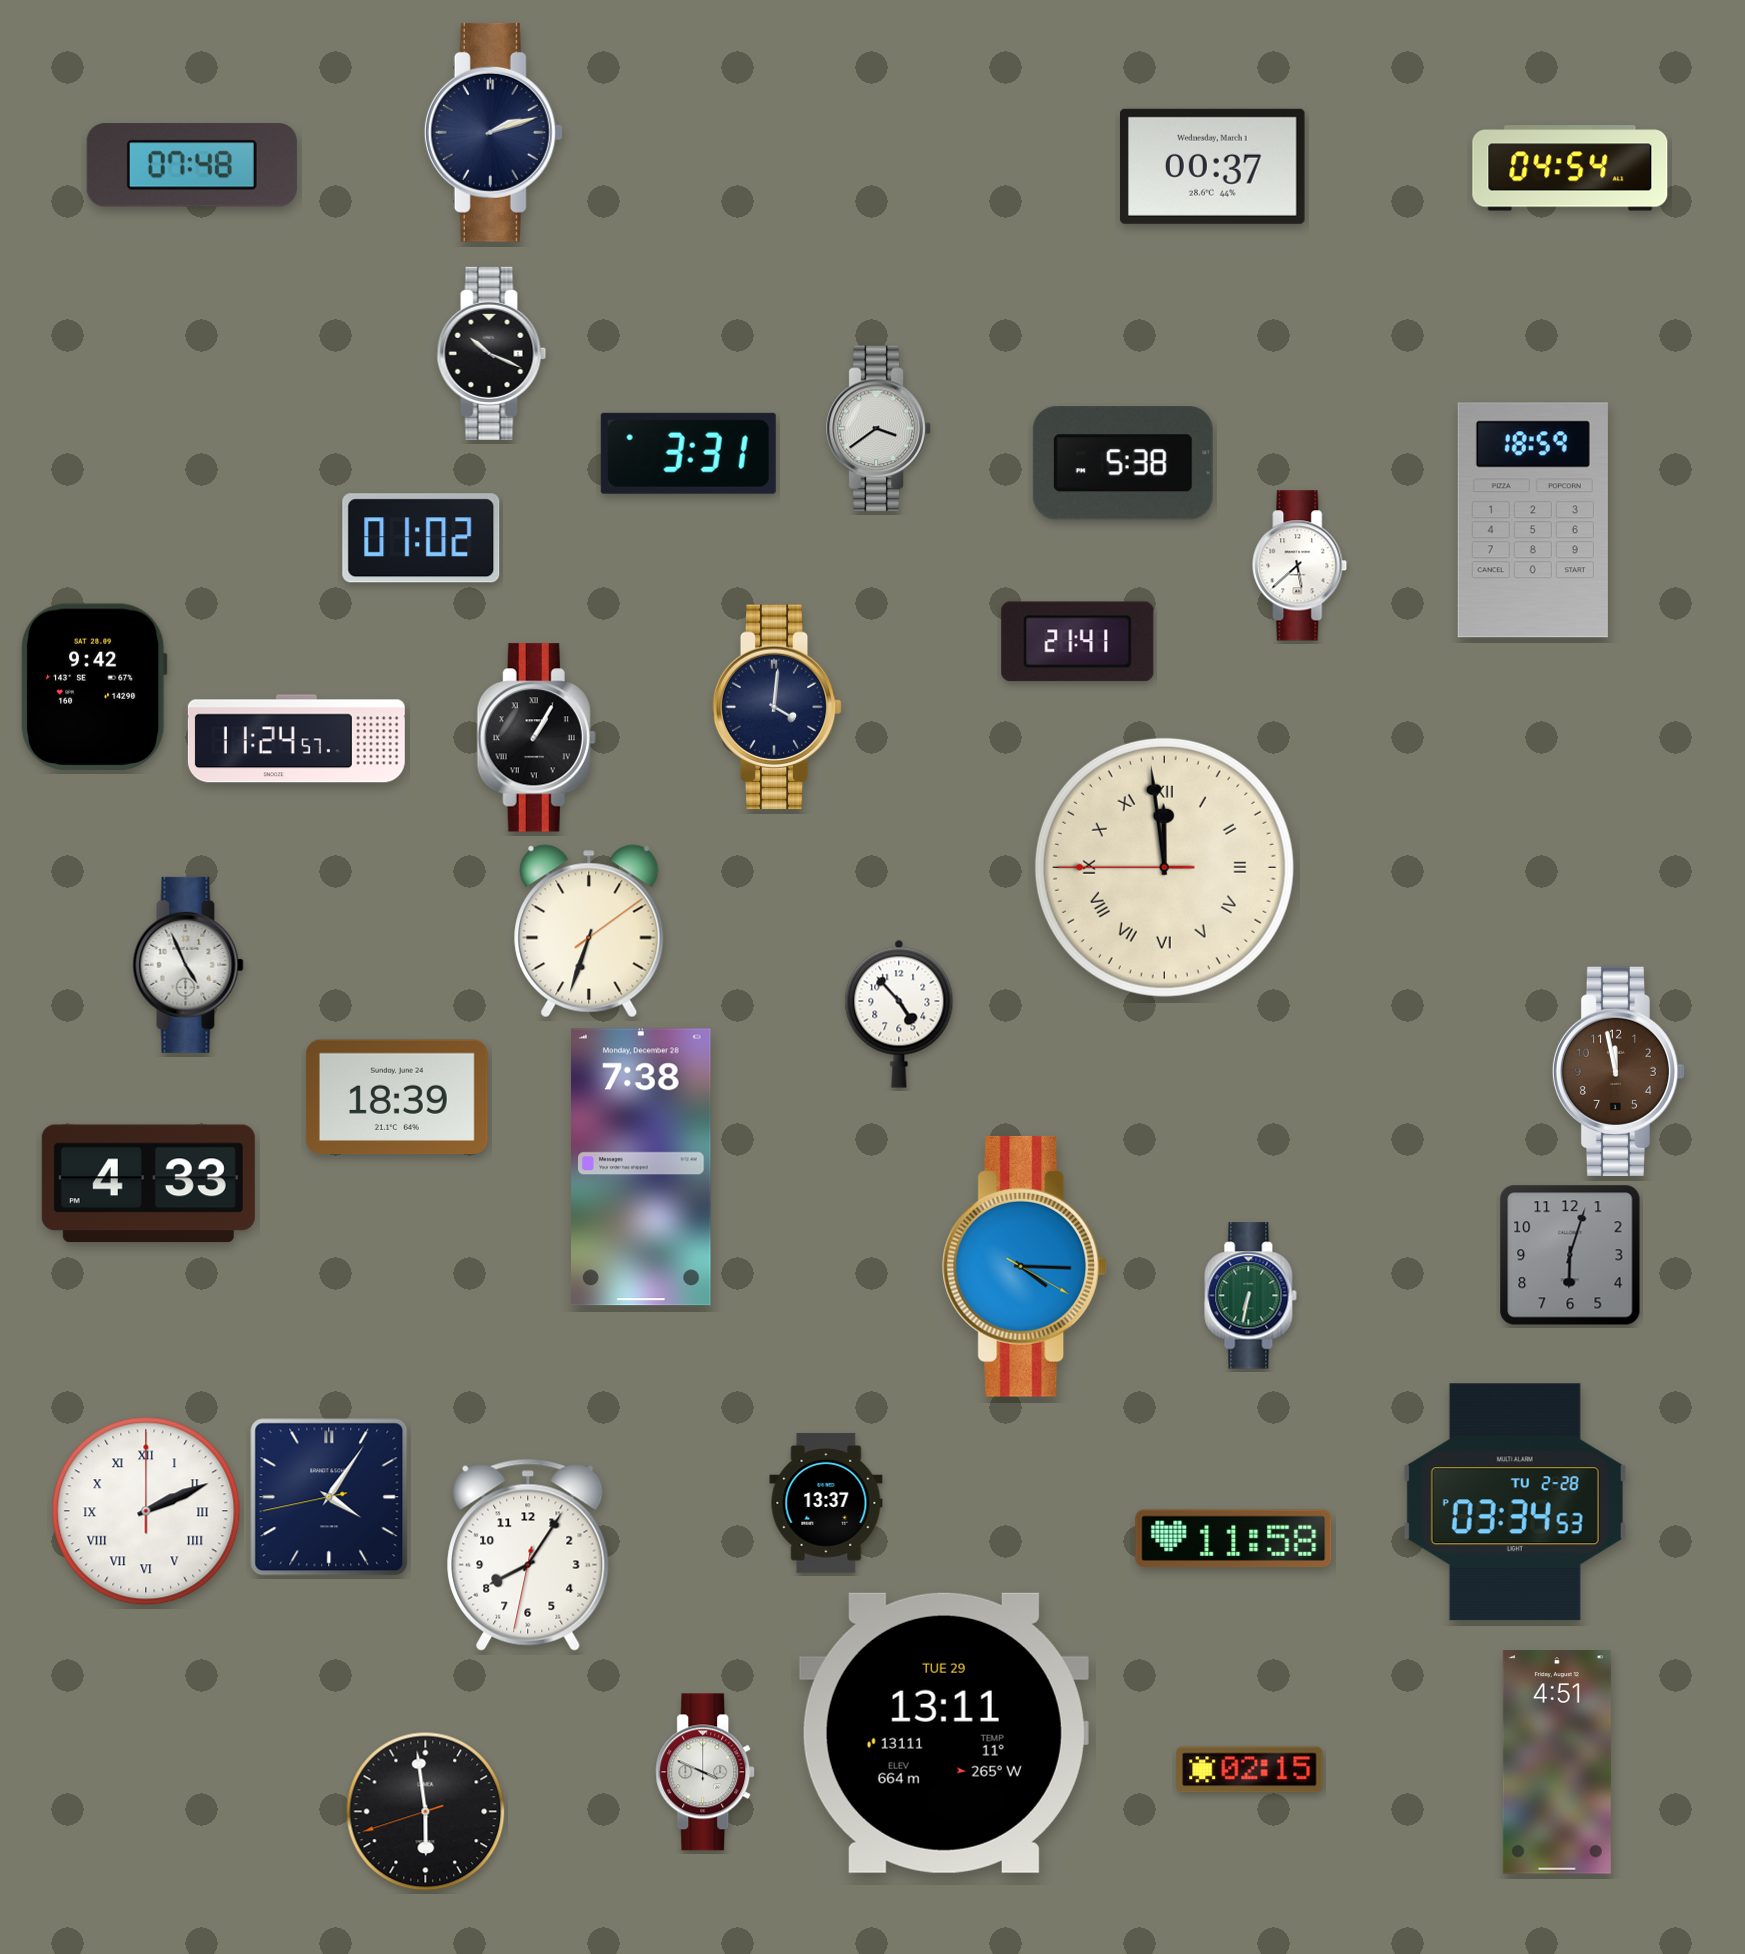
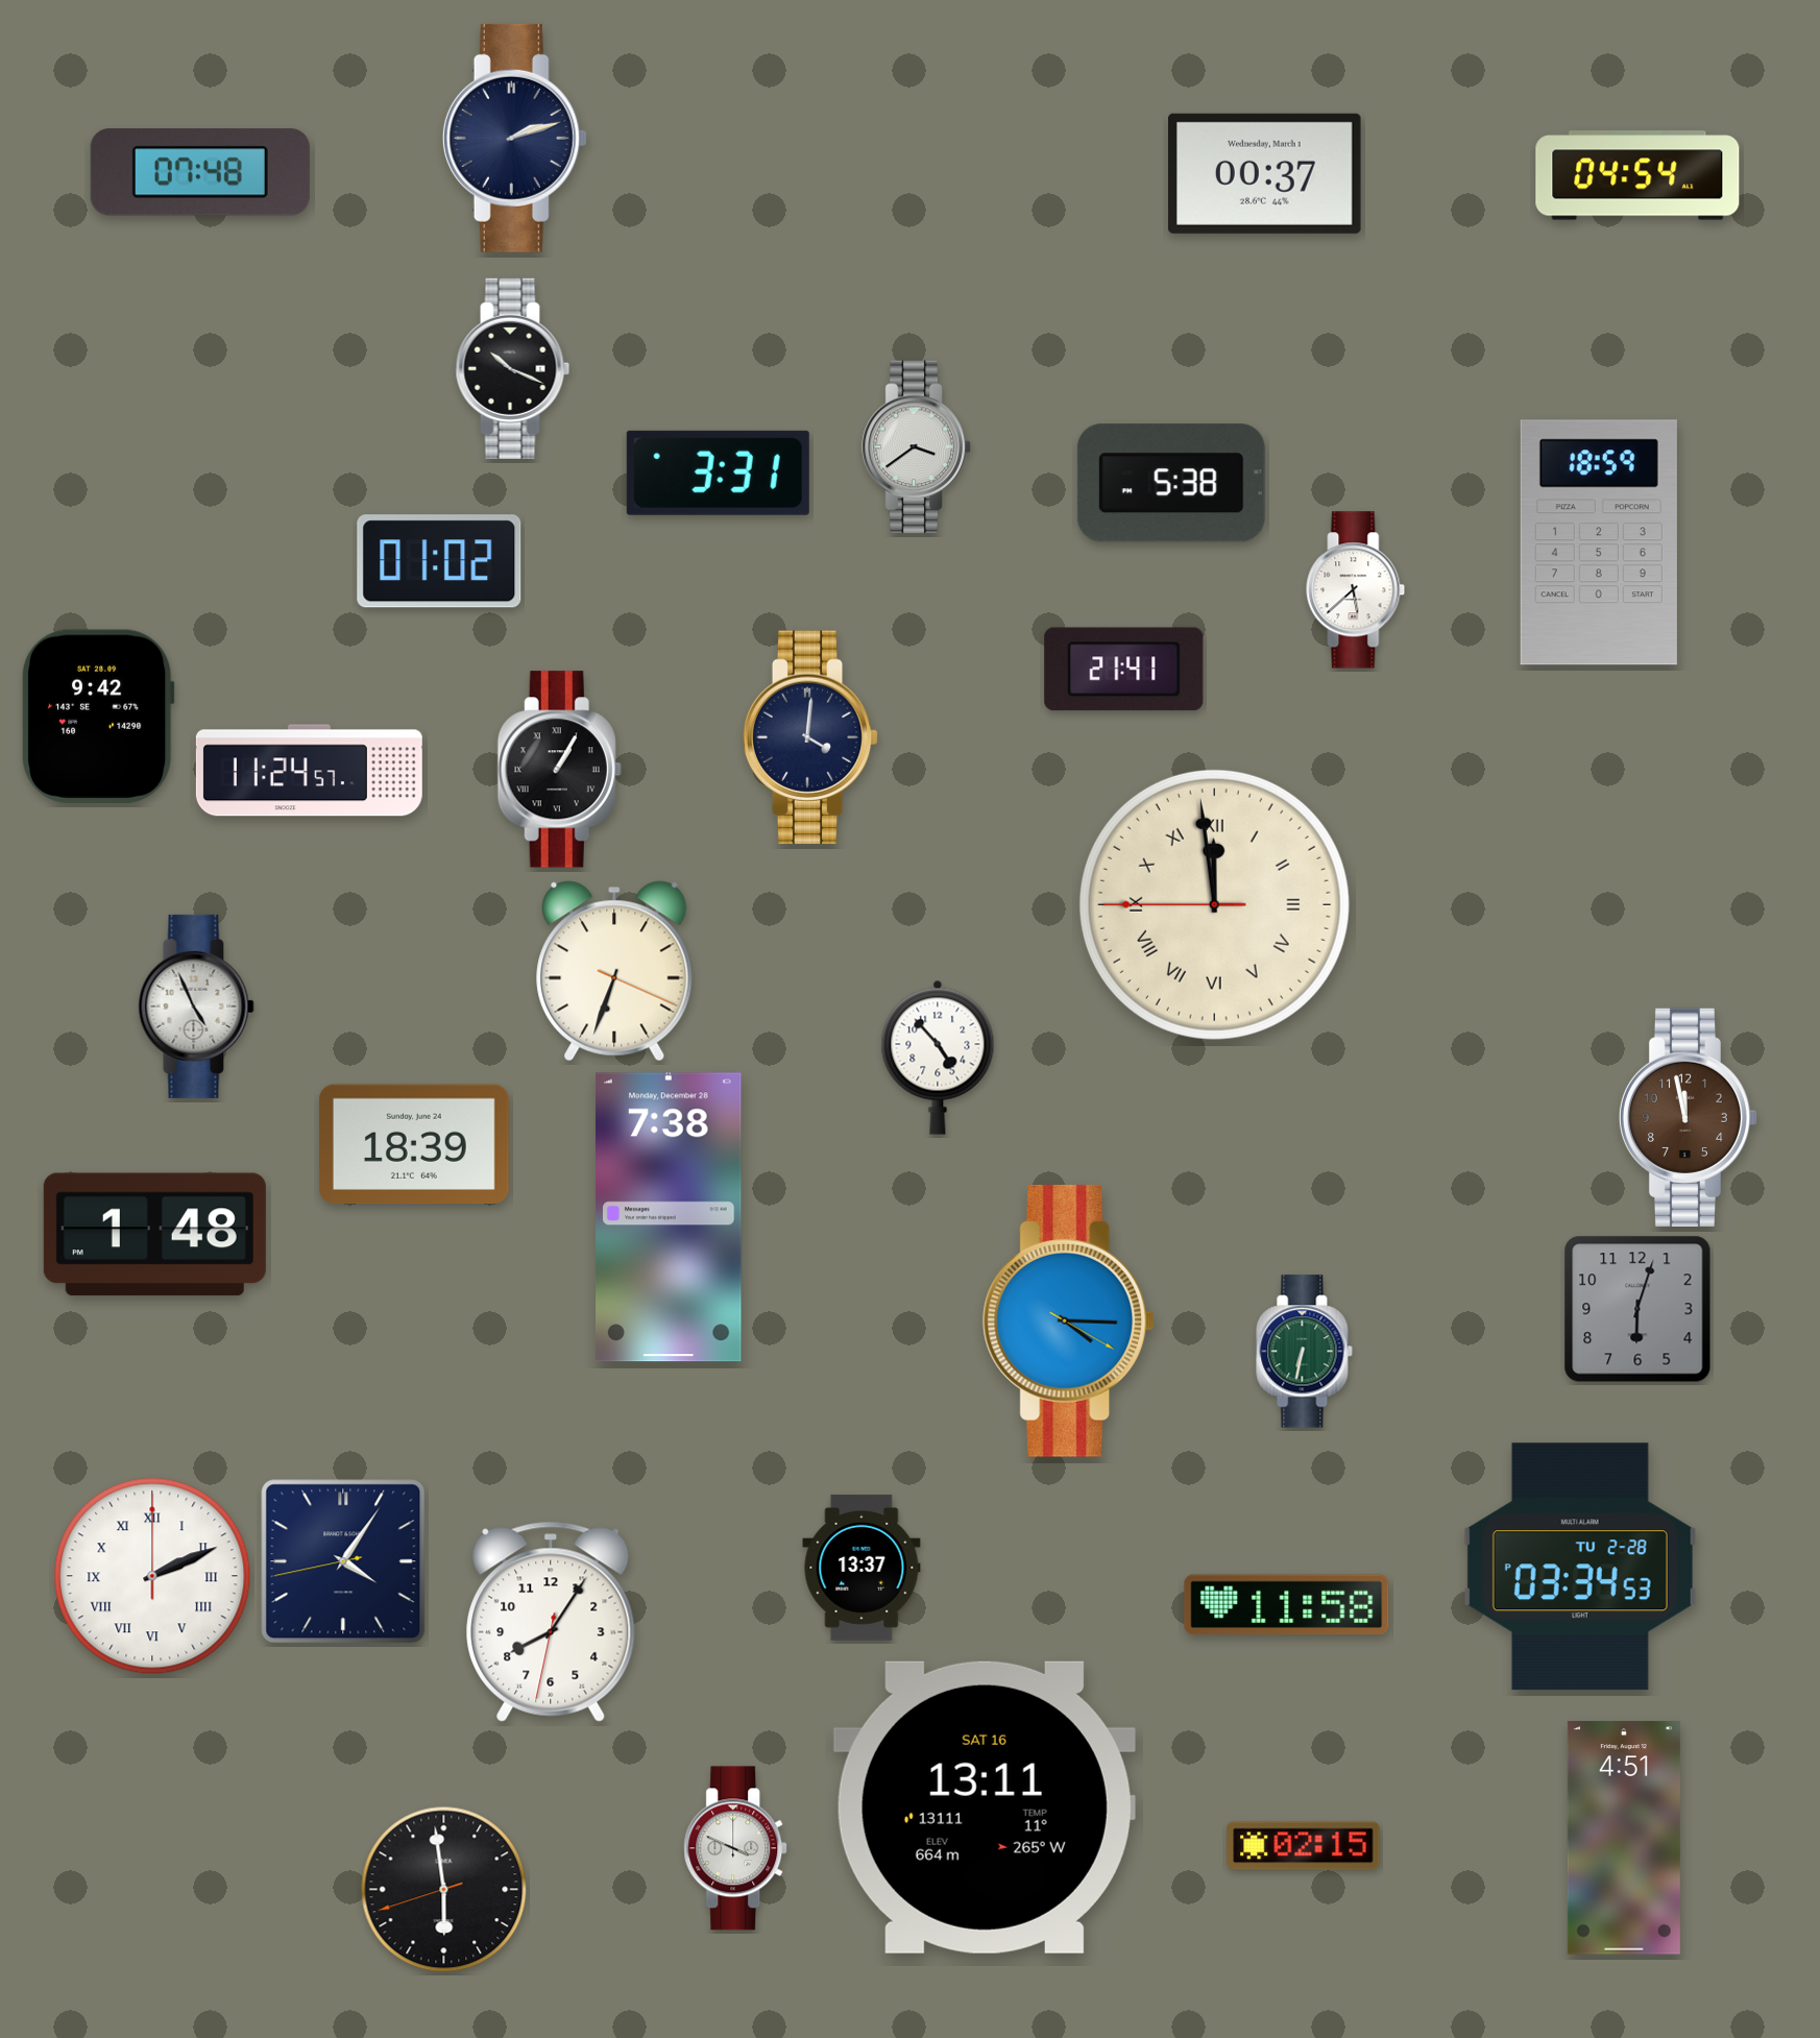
clock at (589, 931): 6:33:09 -> 6:33:19
clock at (148, 1184): 4:33 -> 1:48
clock at (944, 1733) date: TUE 29 -> SAT 16
